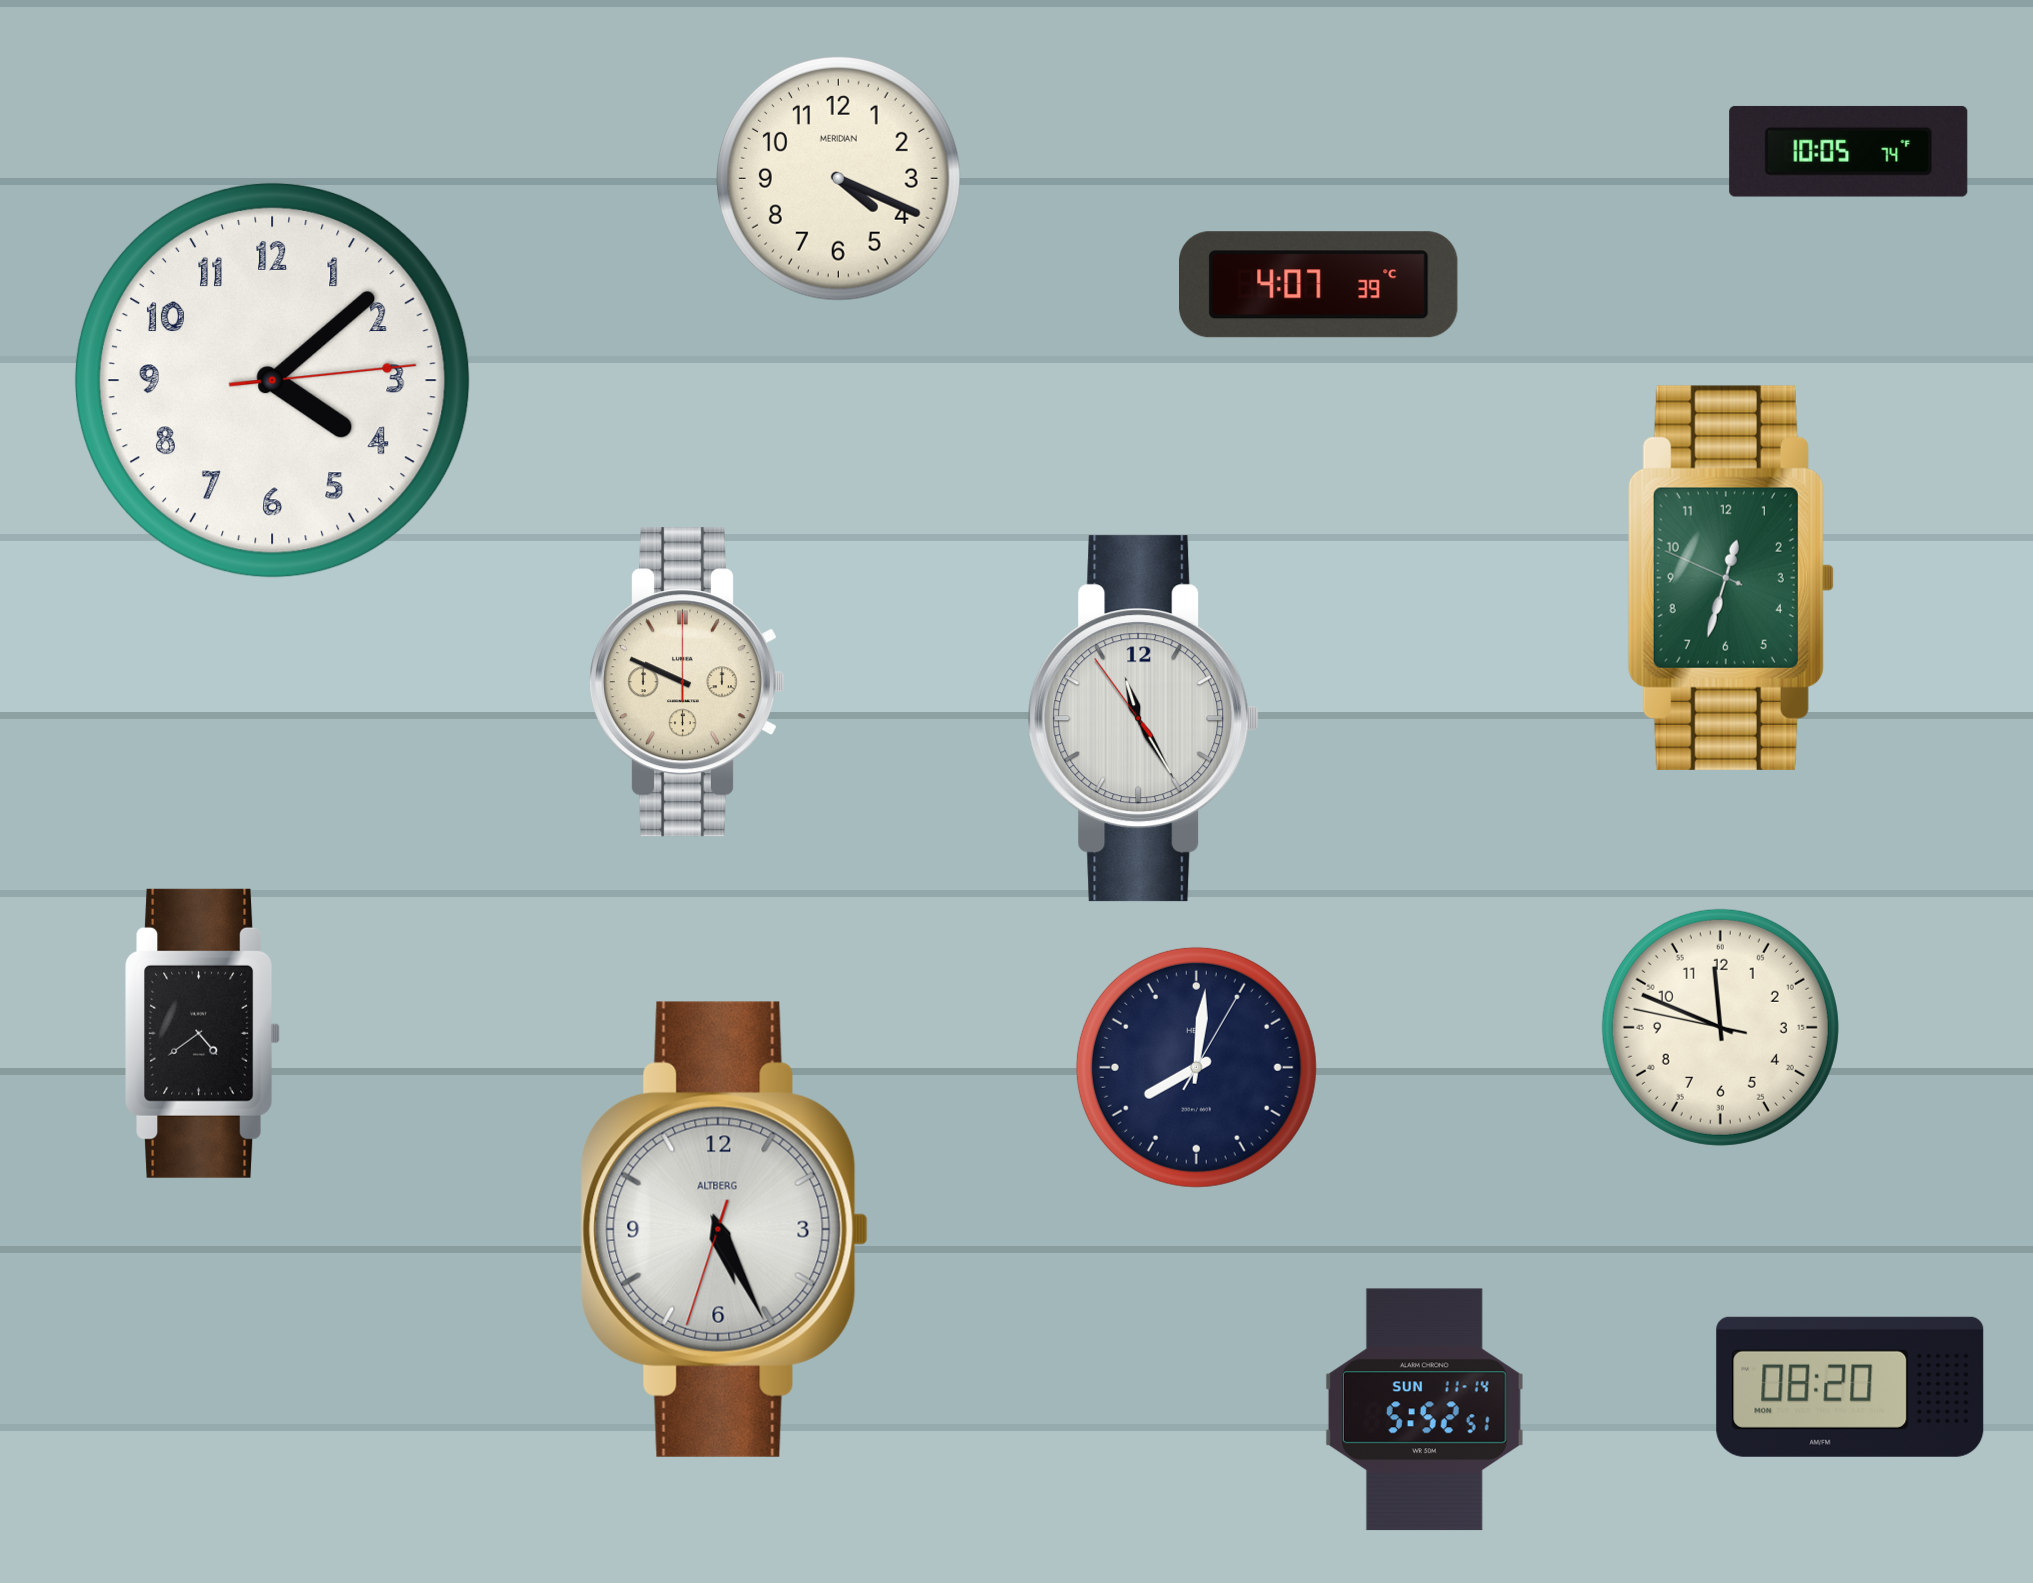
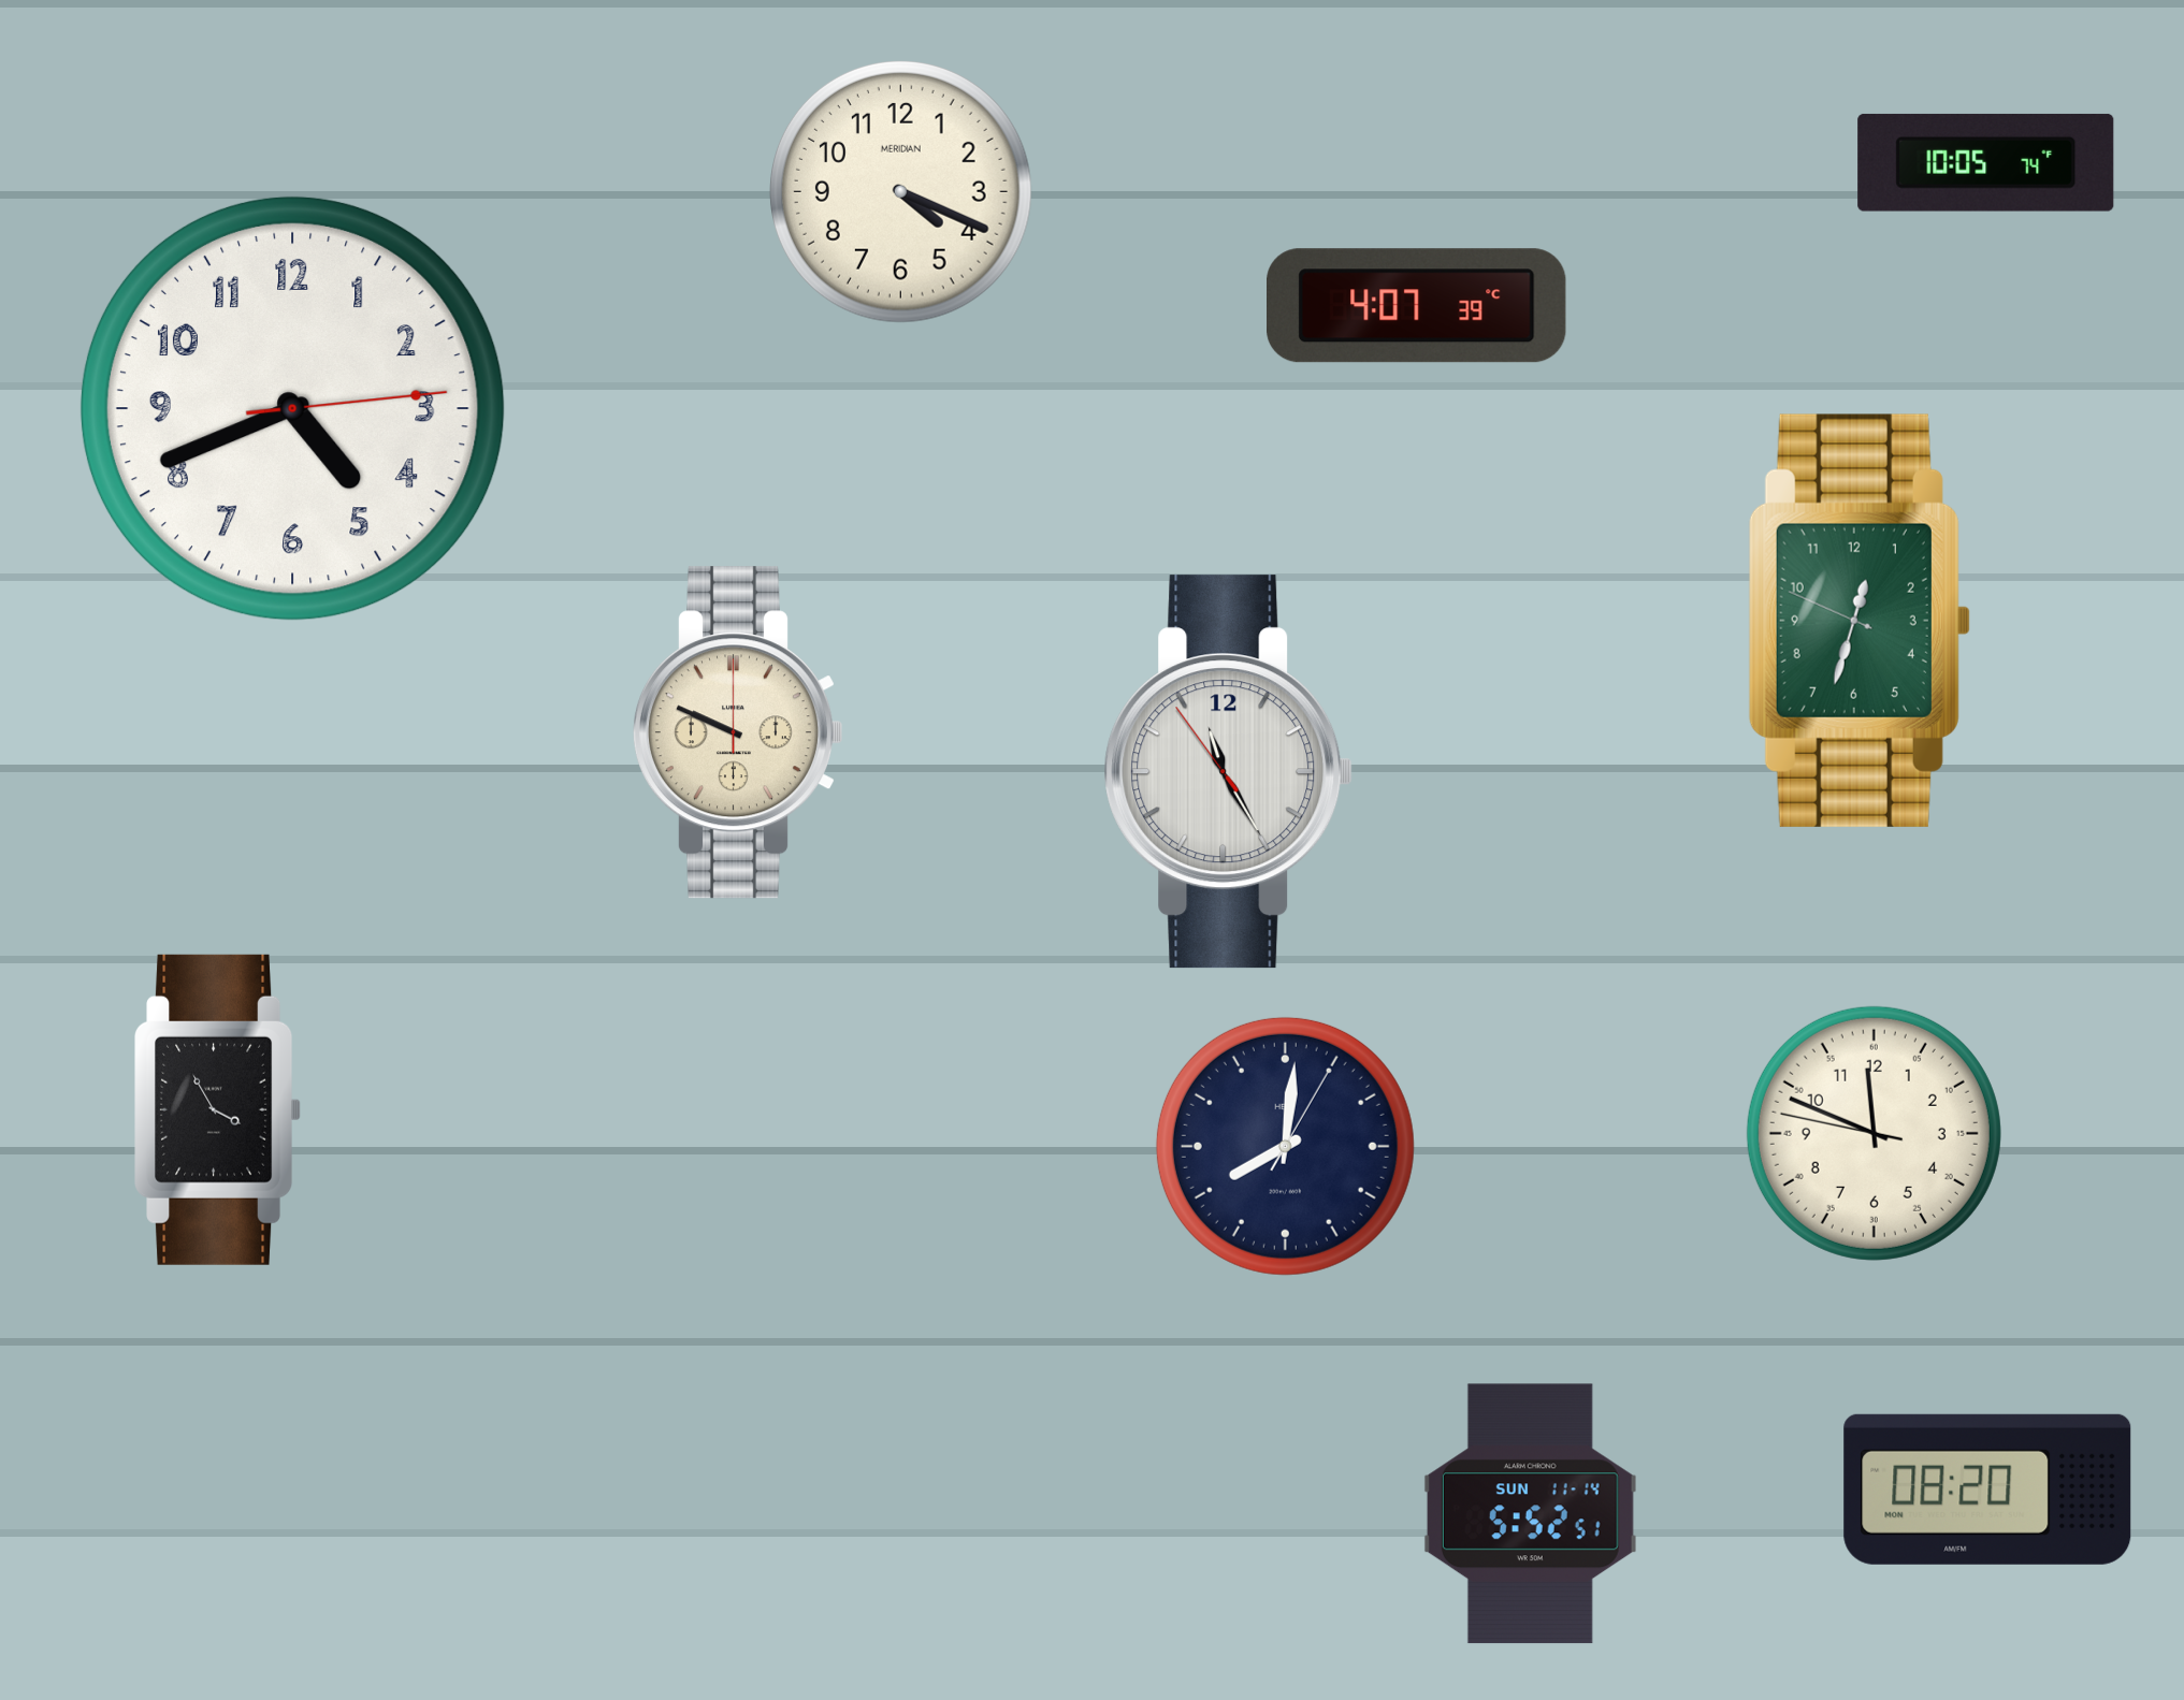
clock at (272, 380): 4:08 -> 4:41
clock at (1720, 1027) position: (1720, 1027) -> (1874, 1133)
clock at (203, 1033): 4:39 -> 3:55
clock at (724, 1229): 5:25 -> none
